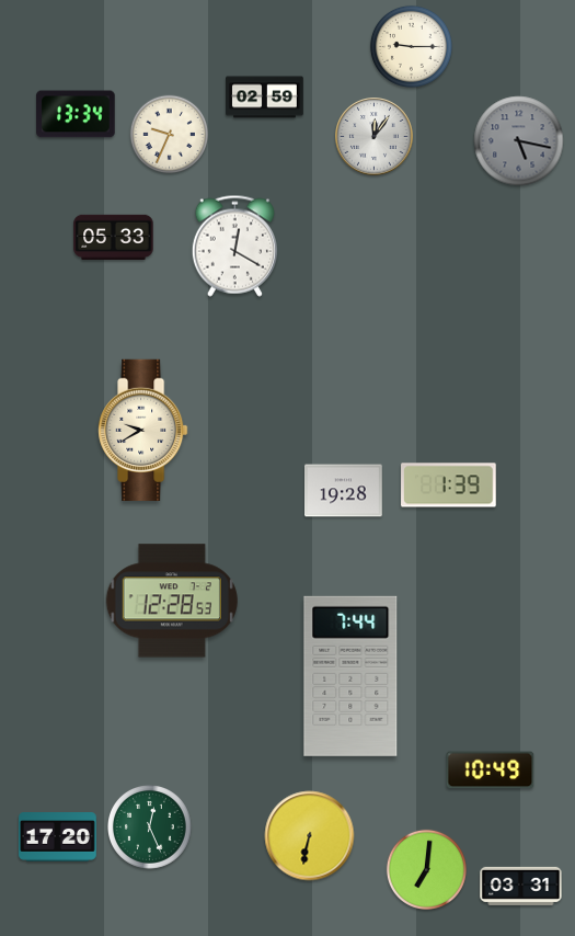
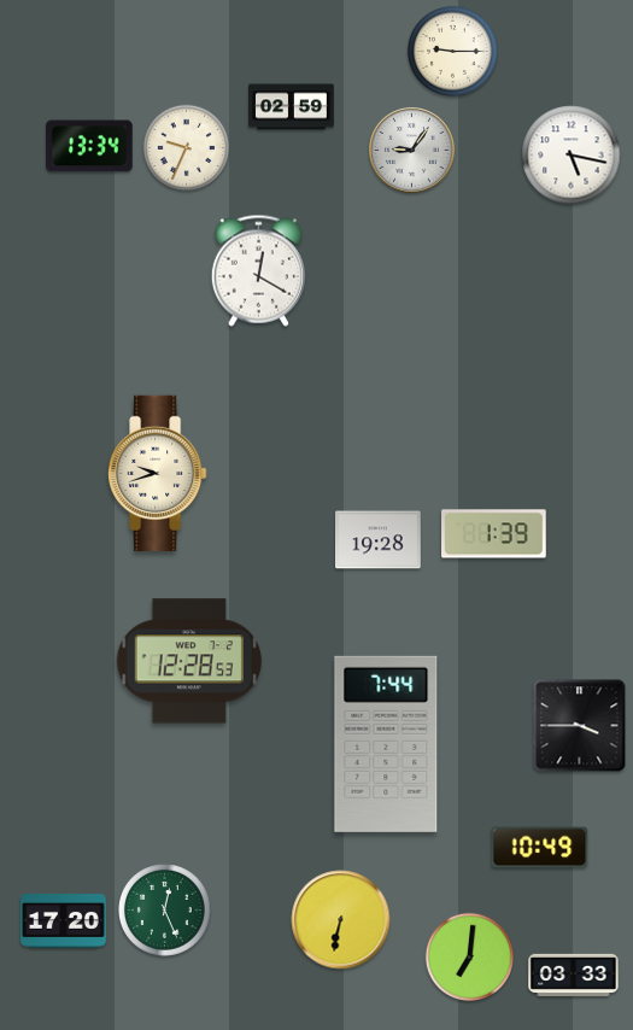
clock at (76, 114) position: (76, 114) -> (89, 146)
clock at (375, 137): 12:06 -> 9:06
clock at (519, 141) dial: grey -> white
clock at (114, 237): 05:33 -> none
clock at (143, 430): 9:40 -> 9:42
clock at (580, 726): none -> 3:45
clock at (521, 886): 03:31 -> 03:33
